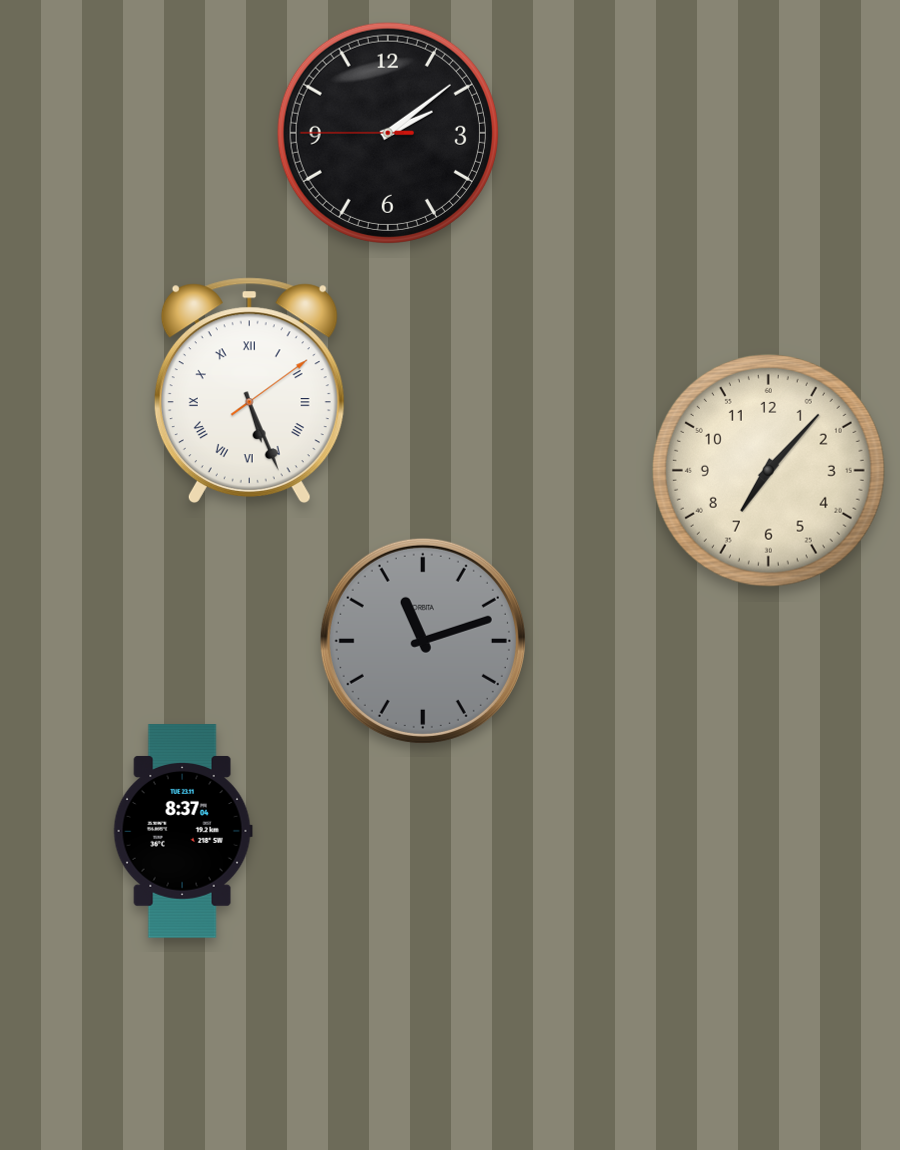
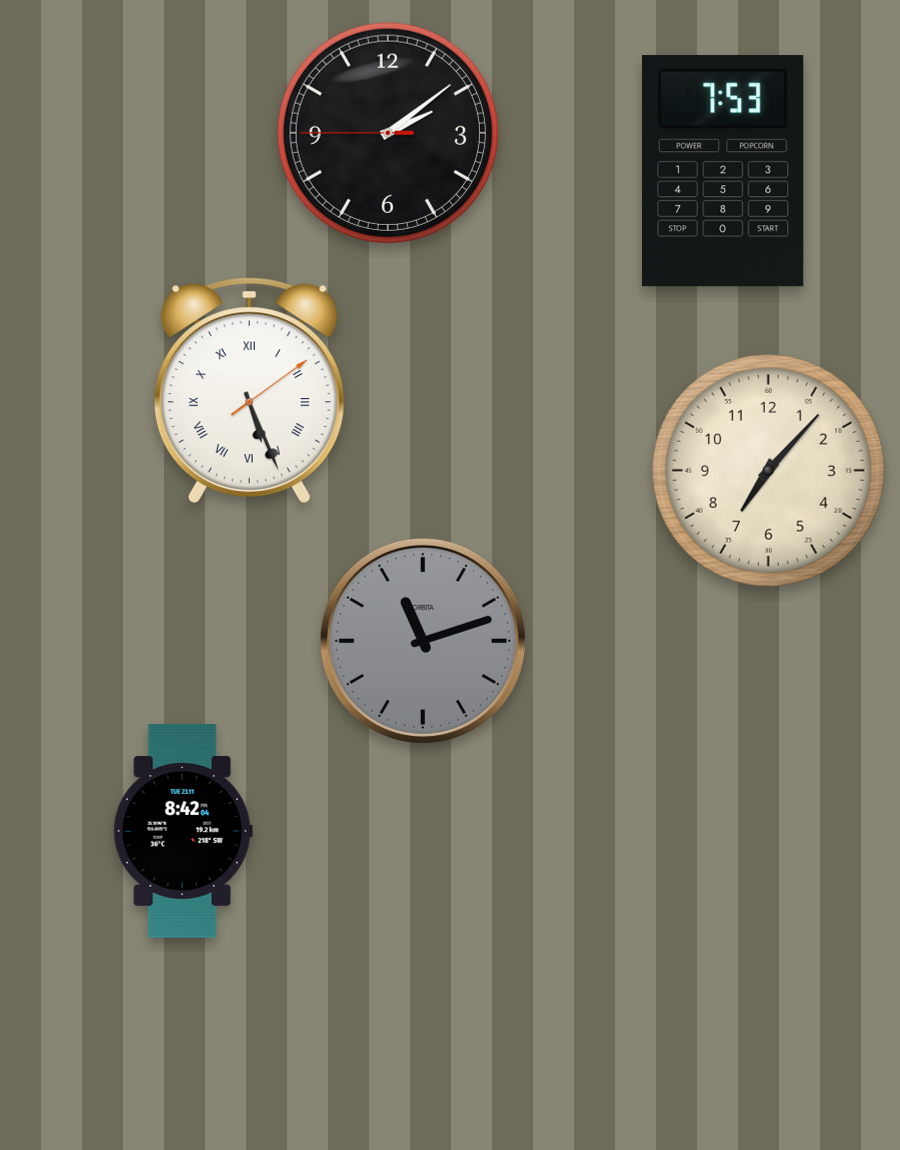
clock at (724, 171): none -> 7:53
clock at (183, 831): 8:37 -> 8:42
